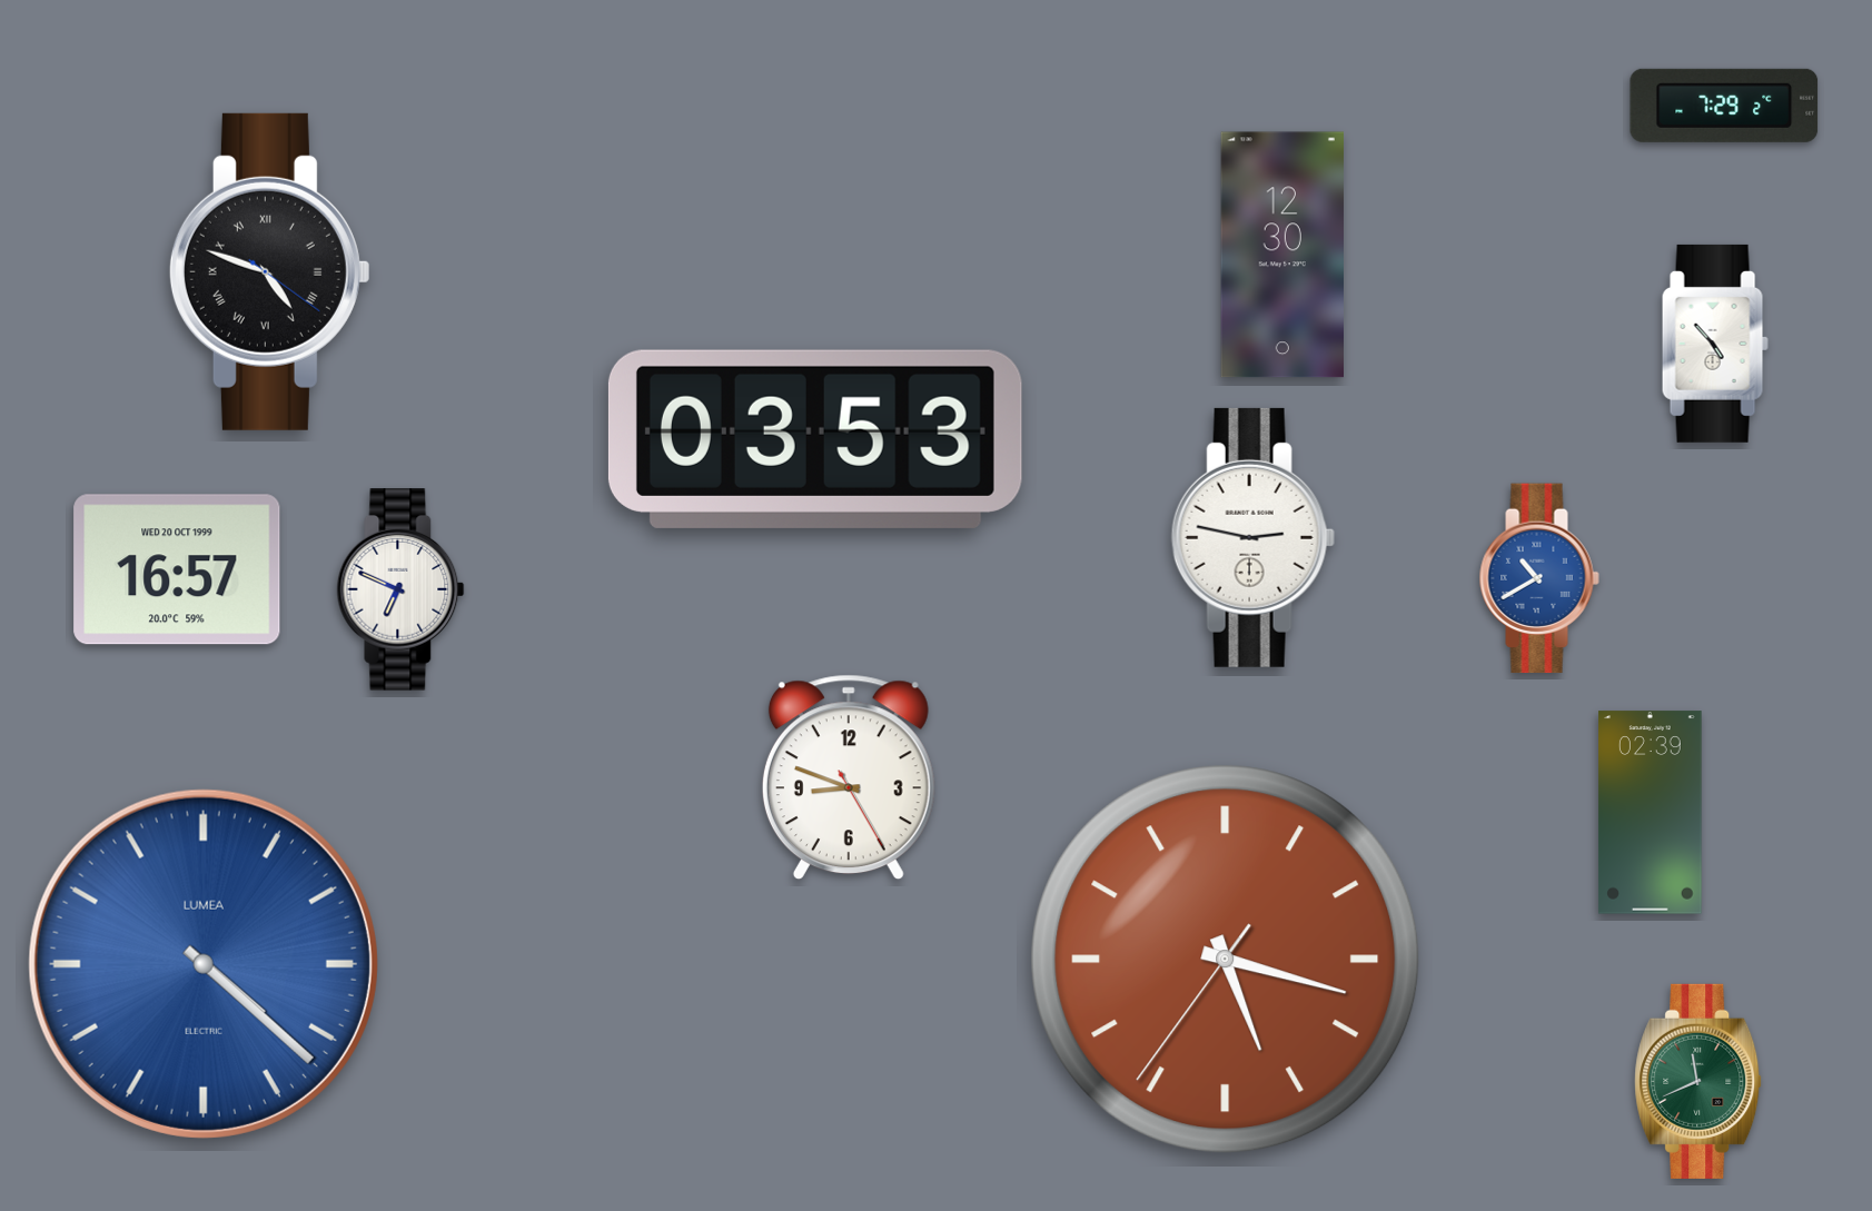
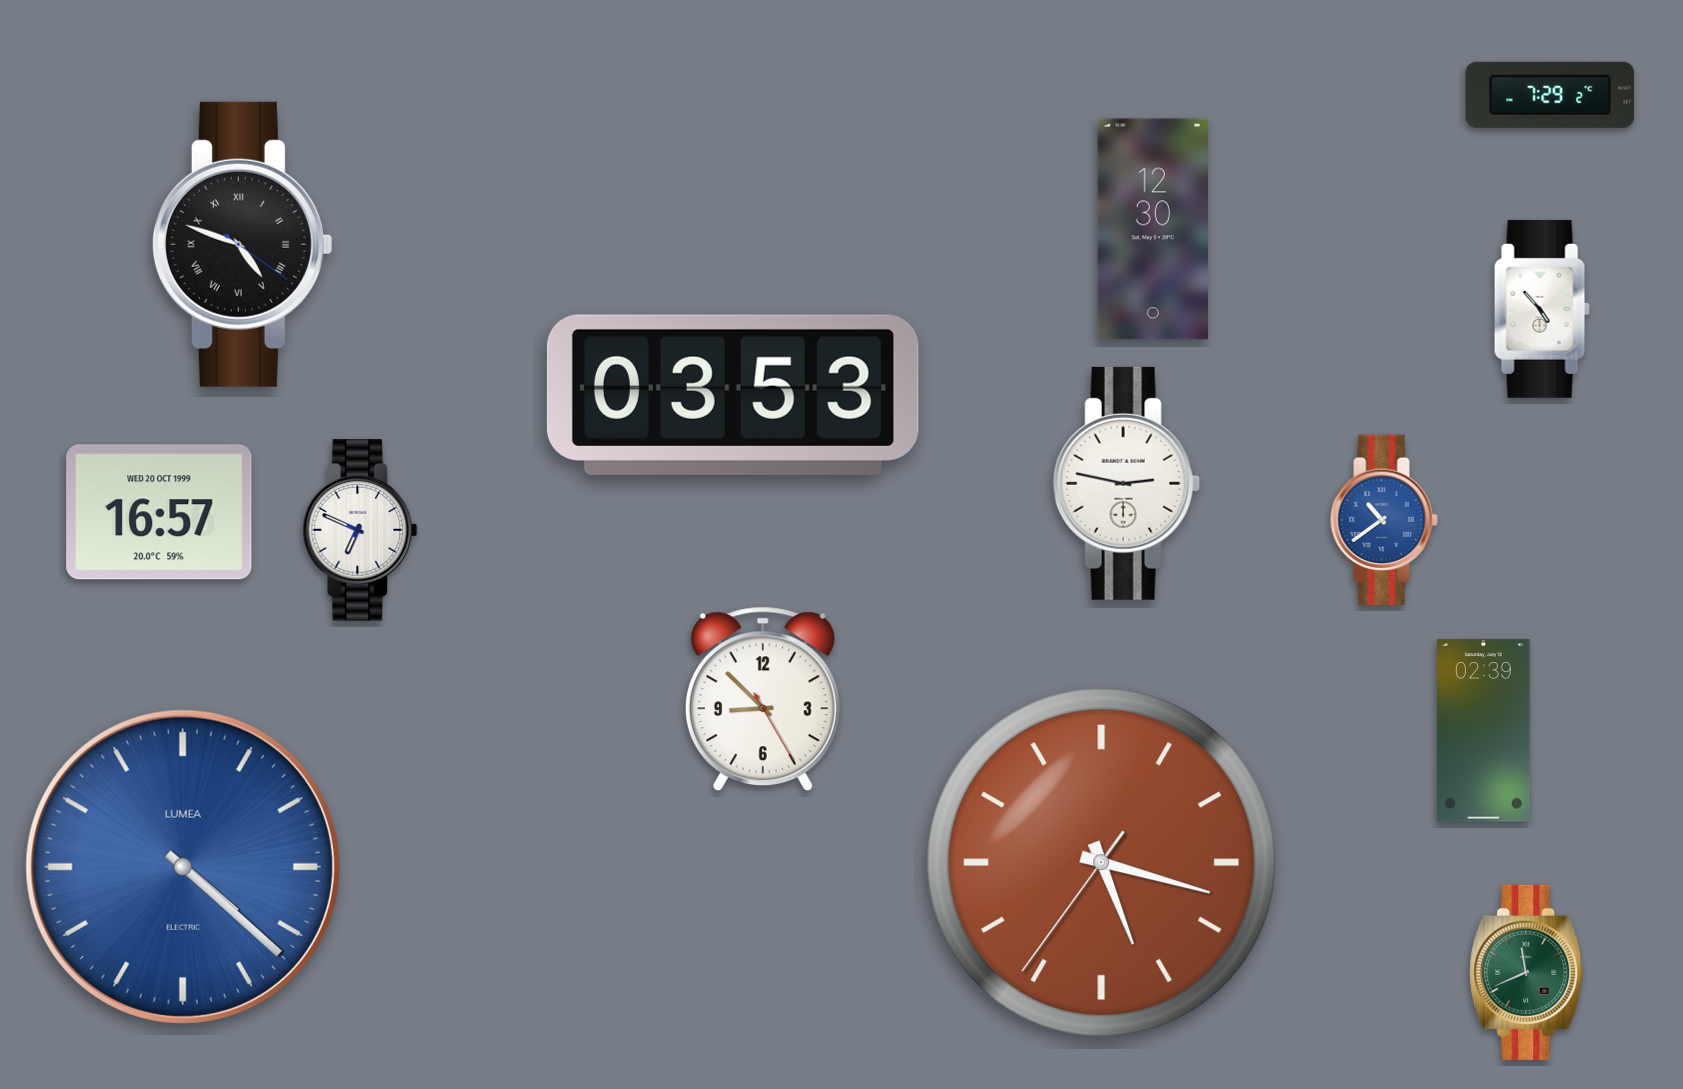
clock at (1539, 578): 10:40 -> 10:39
clock at (849, 777): 8:48 -> 8:52
